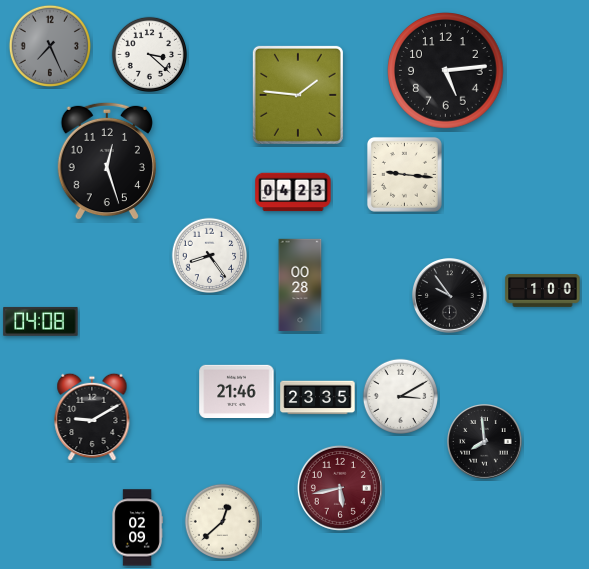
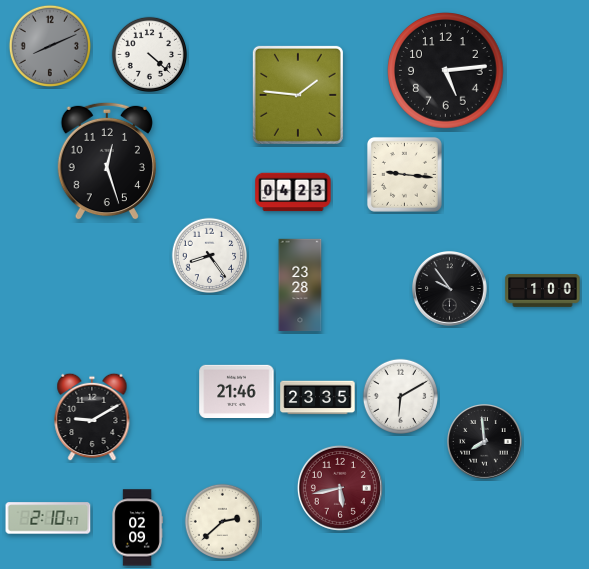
clock at (50, 46): 7:26 -> 8:11
clock at (149, 54): 3:22 -> 4:22
clock at (300, 285): 00:28 -> 23:28
clock at (450, 296) position: (450, 296) -> (450, 289)
clock at (41, 322): 04:08 -> none
clock at (400, 396): 3:10 -> 6:10
clock at (48, 518): none -> 2:10
clock at (222, 521): 12:38 -> 2:38
